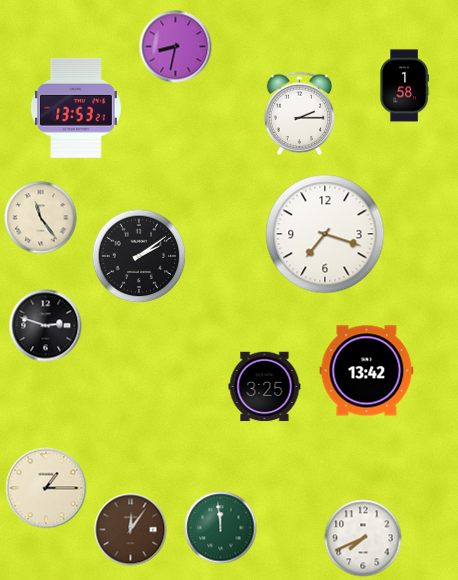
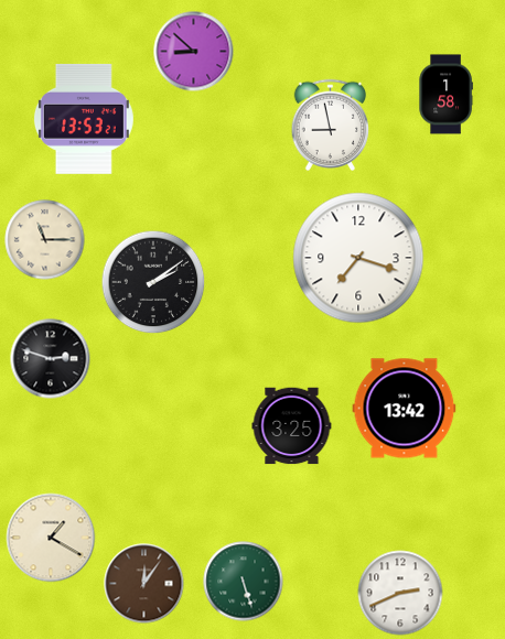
clock at (176, 47): 8:32 -> 8:52
clock at (300, 114): 2:15 -> 8:58
clock at (41, 218): 11:24 -> 11:15
clock at (46, 488): 1:15 -> 1:20
clock at (221, 528): 11:59 -> 5:27
clock at (363, 538): 7:41 -> 2:41
